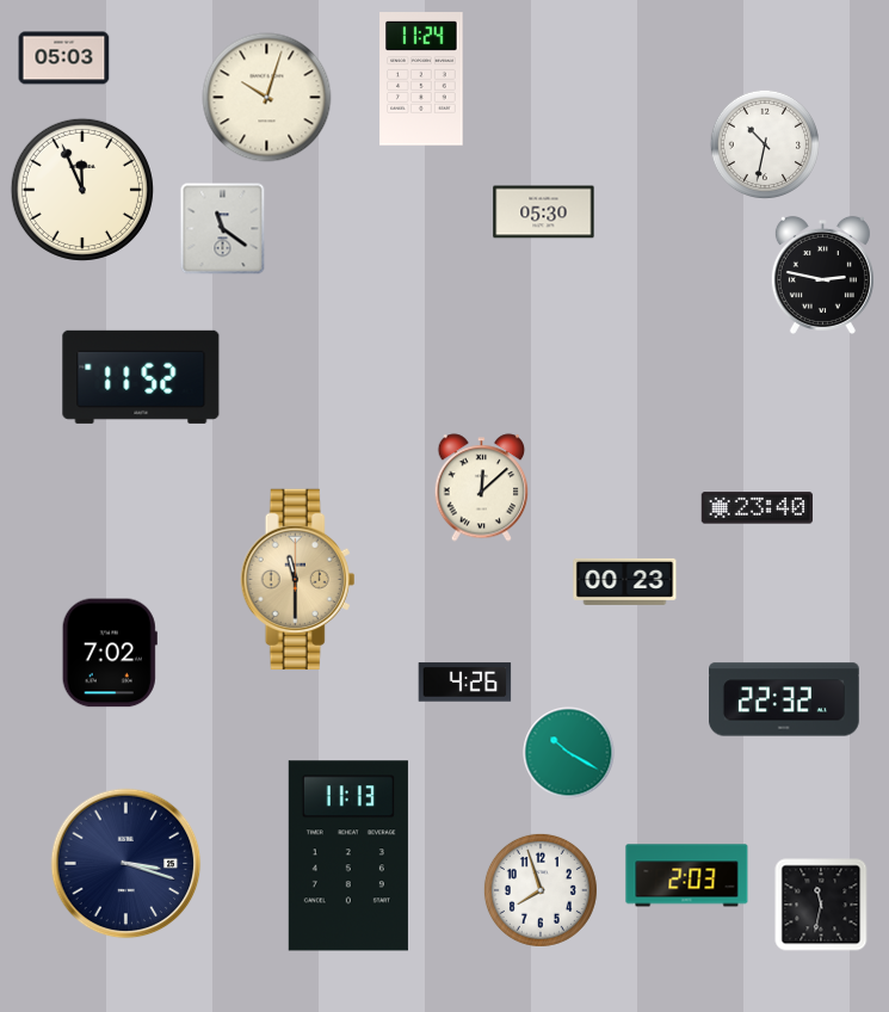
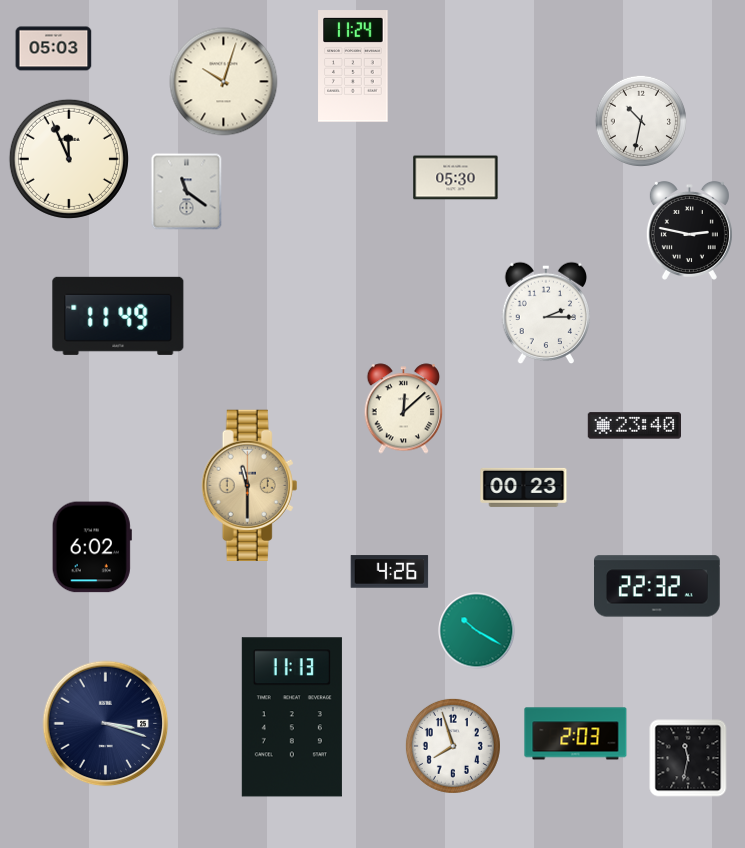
clock at (546, 313): none -> 2:15
clock at (141, 377): 11:52 -> 11:49
clock at (110, 653): 7:02 -> 6:02
